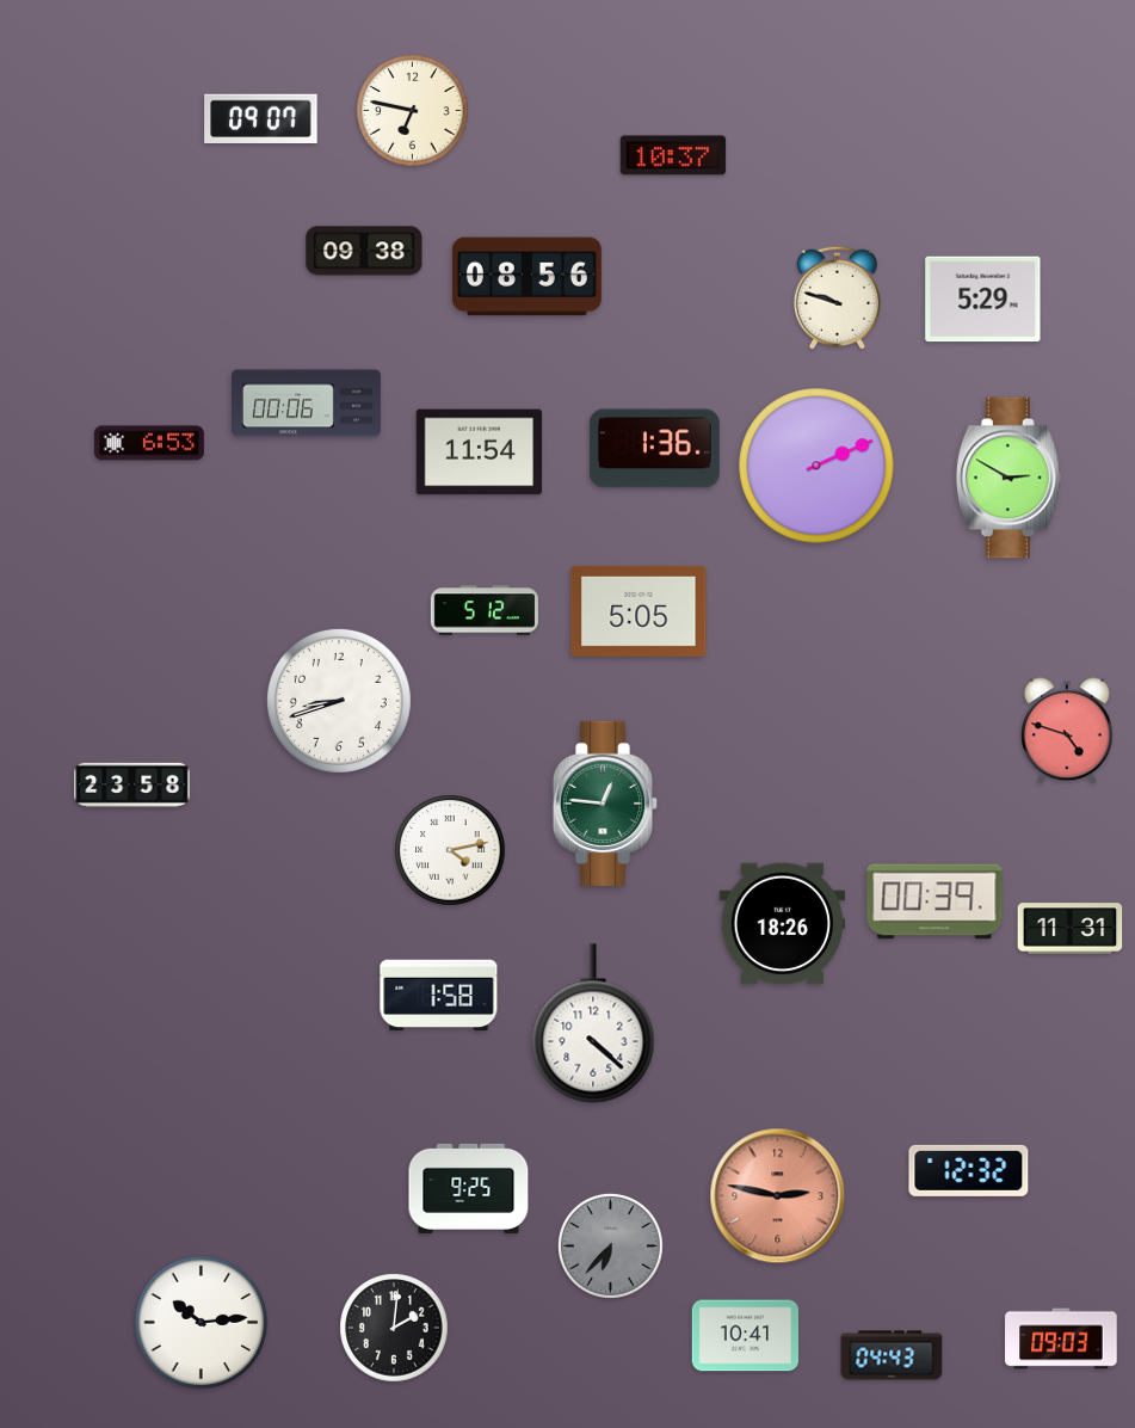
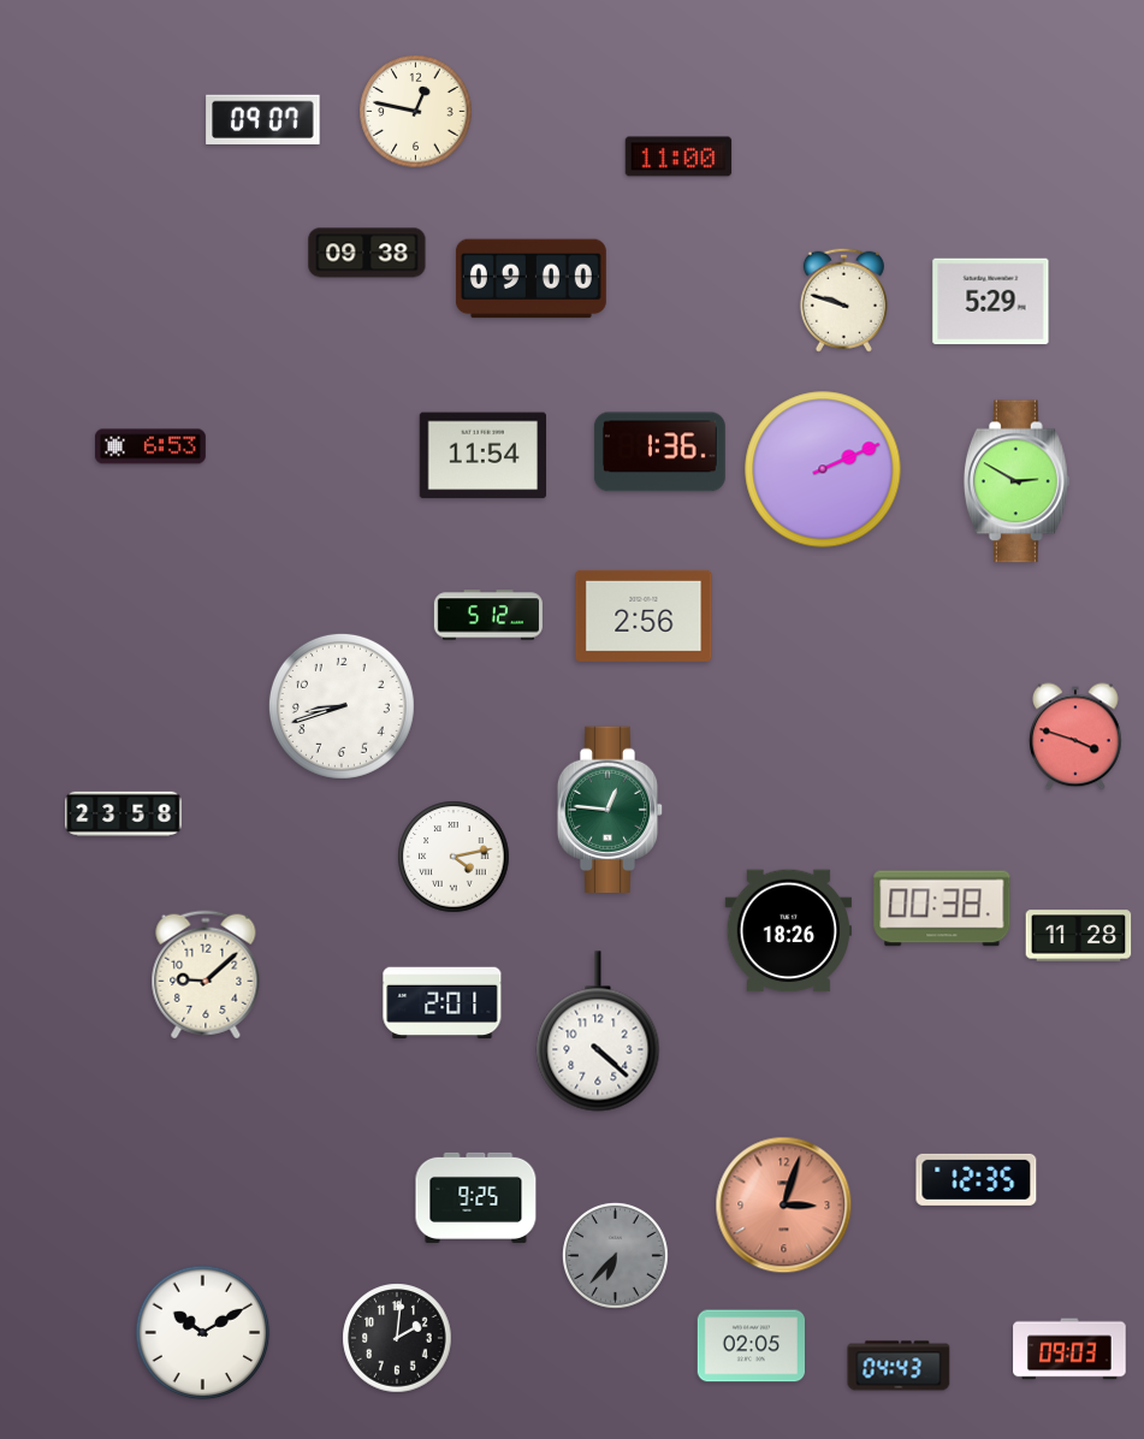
clock at (413, 111): 6:47 -> 12:47
clock at (673, 155): 10:37 -> 11:00
clock at (526, 277): 08:56 -> 09:00
clock at (307, 404): 00:06 -> none
clock at (639, 611): 5:05 -> 2:56
clock at (1068, 731): 4:48 -> 3:48
clock at (132, 784) position: (132, 784) -> (124, 813)
clock at (934, 901): 00:39 -> 00:38
clock at (1071, 929): 11:31 -> 11:28
clock at (206, 975): none -> 9:08
clock at (439, 996): 1:58 -> 2:01
clock at (969, 1170): 12:32 -> 12:35
clock at (469, 1188) position: (469, 1188) -> (476, 1197)
clock at (778, 1196): 2:47 -> 3:03
clock at (202, 1323): 10:14 -> 10:10
clock at (745, 1336): 10:41 -> 02:05
